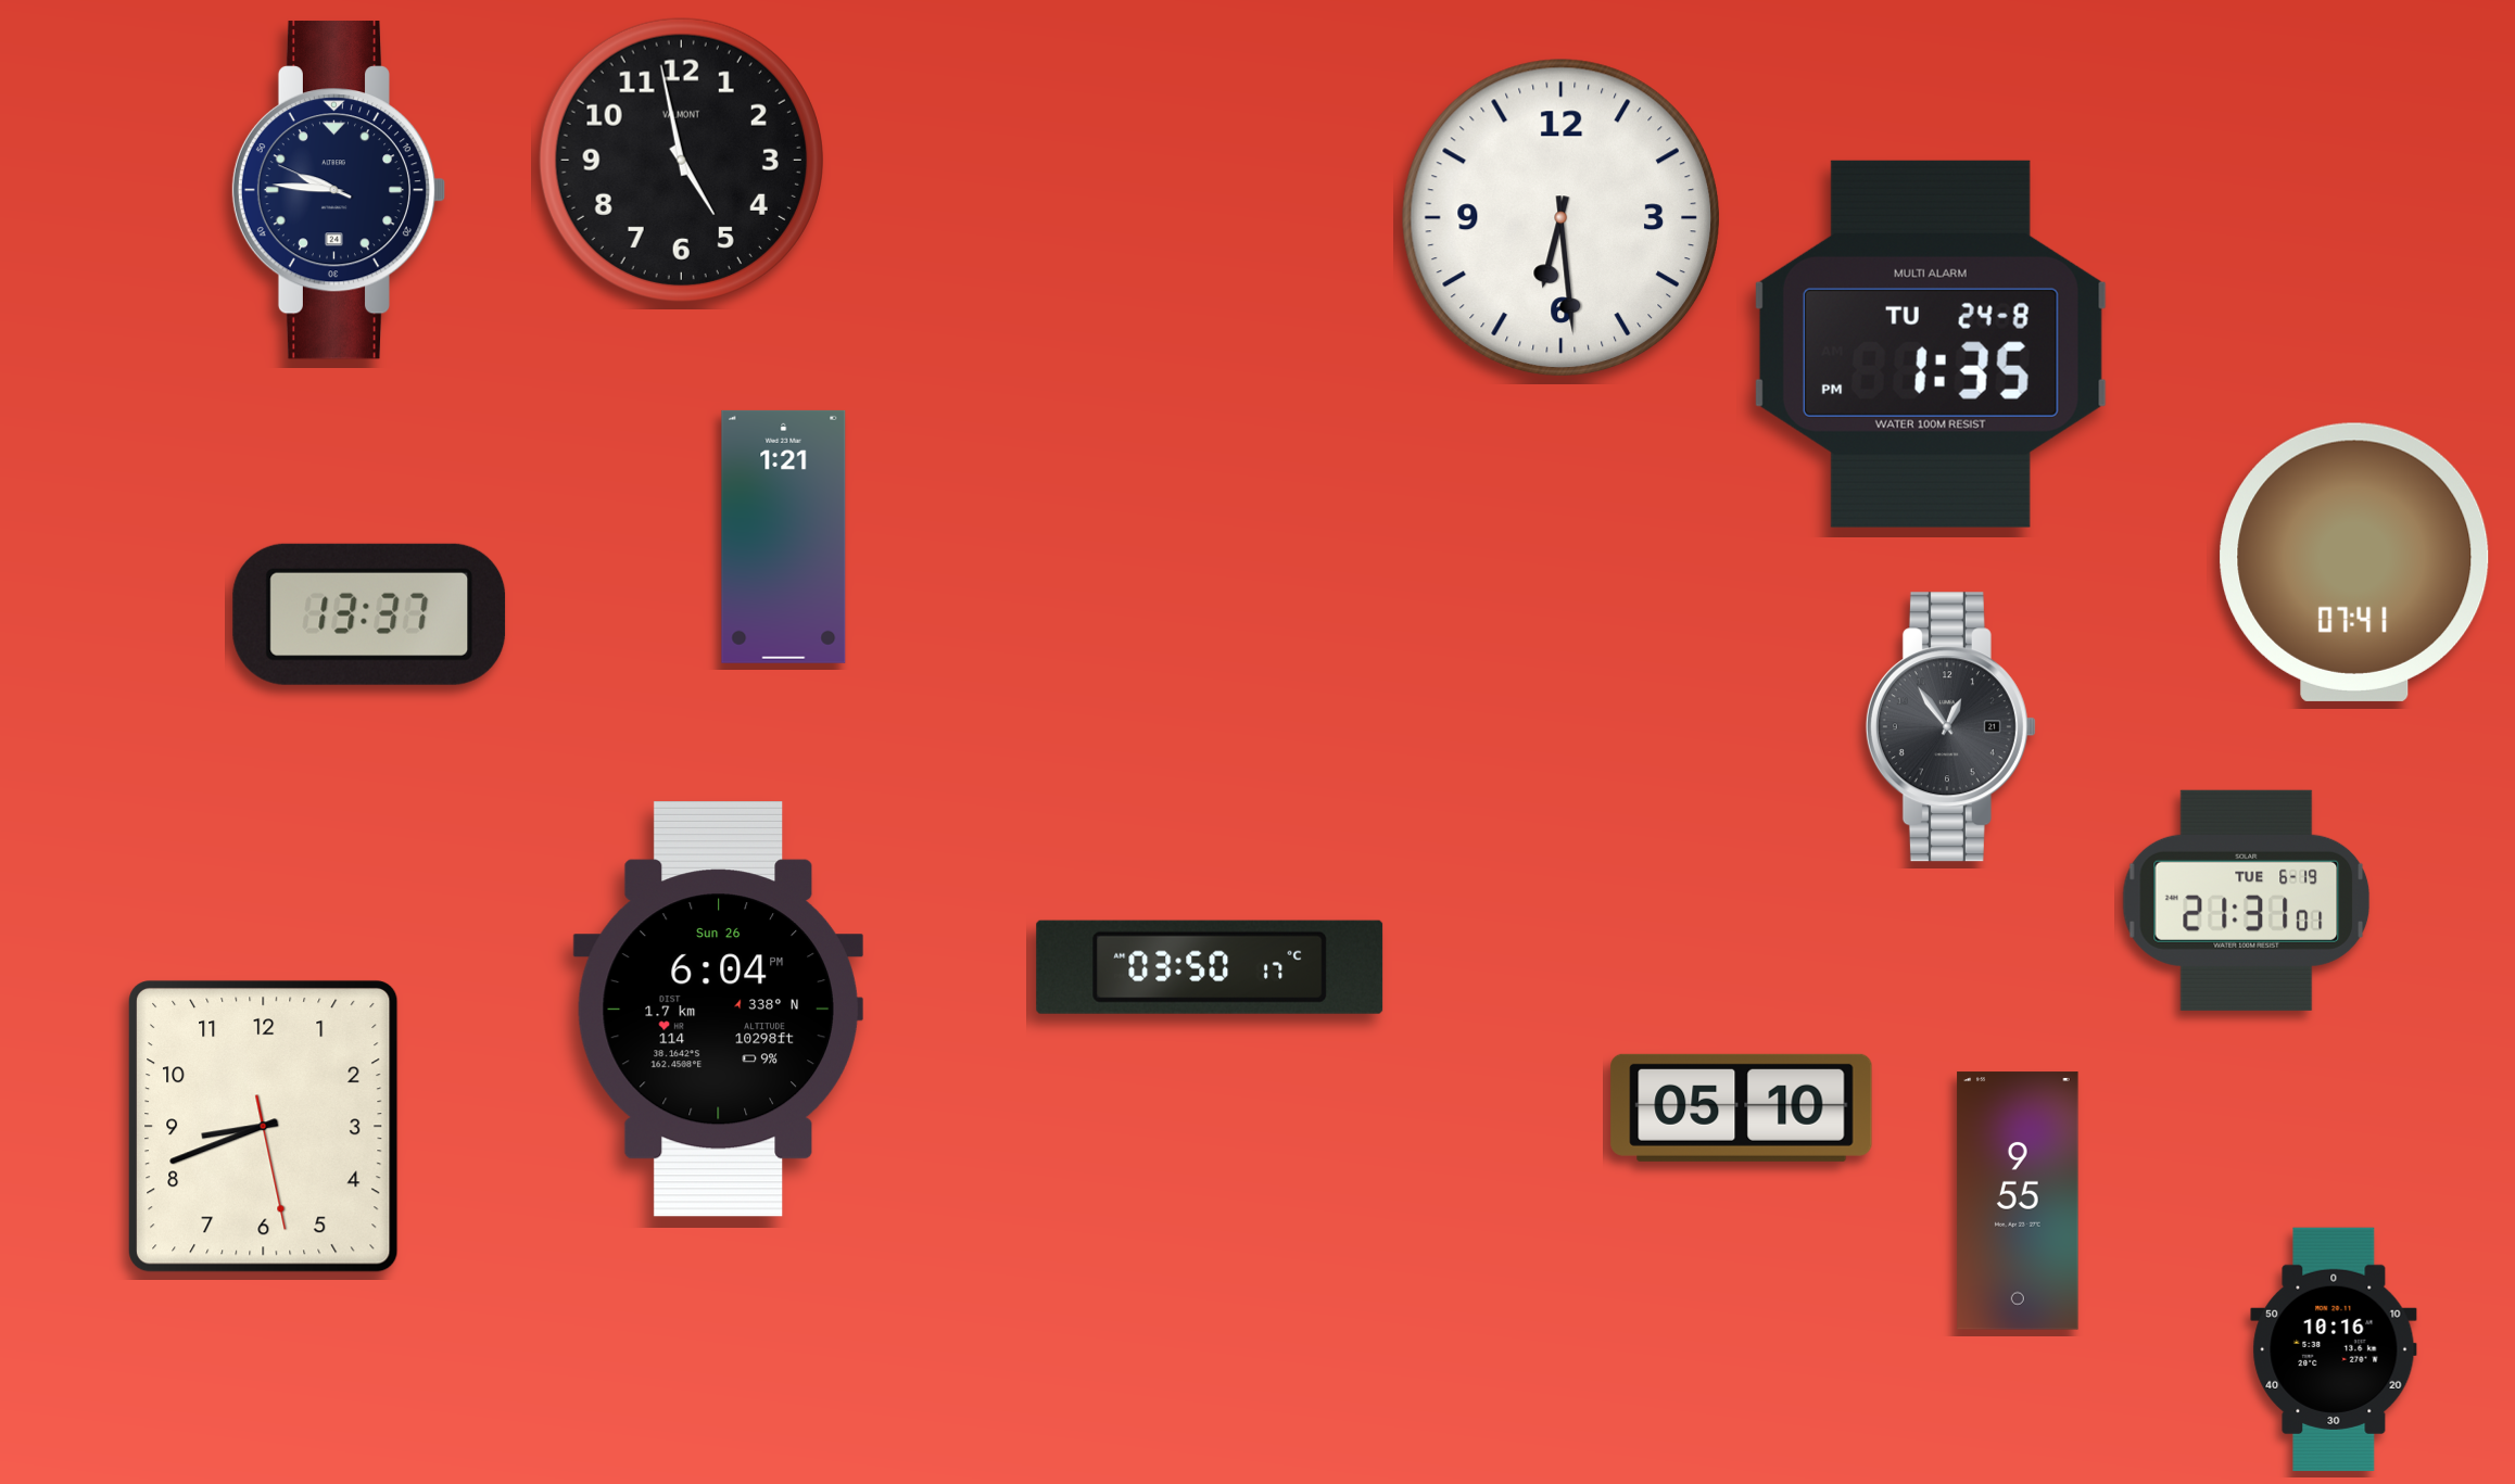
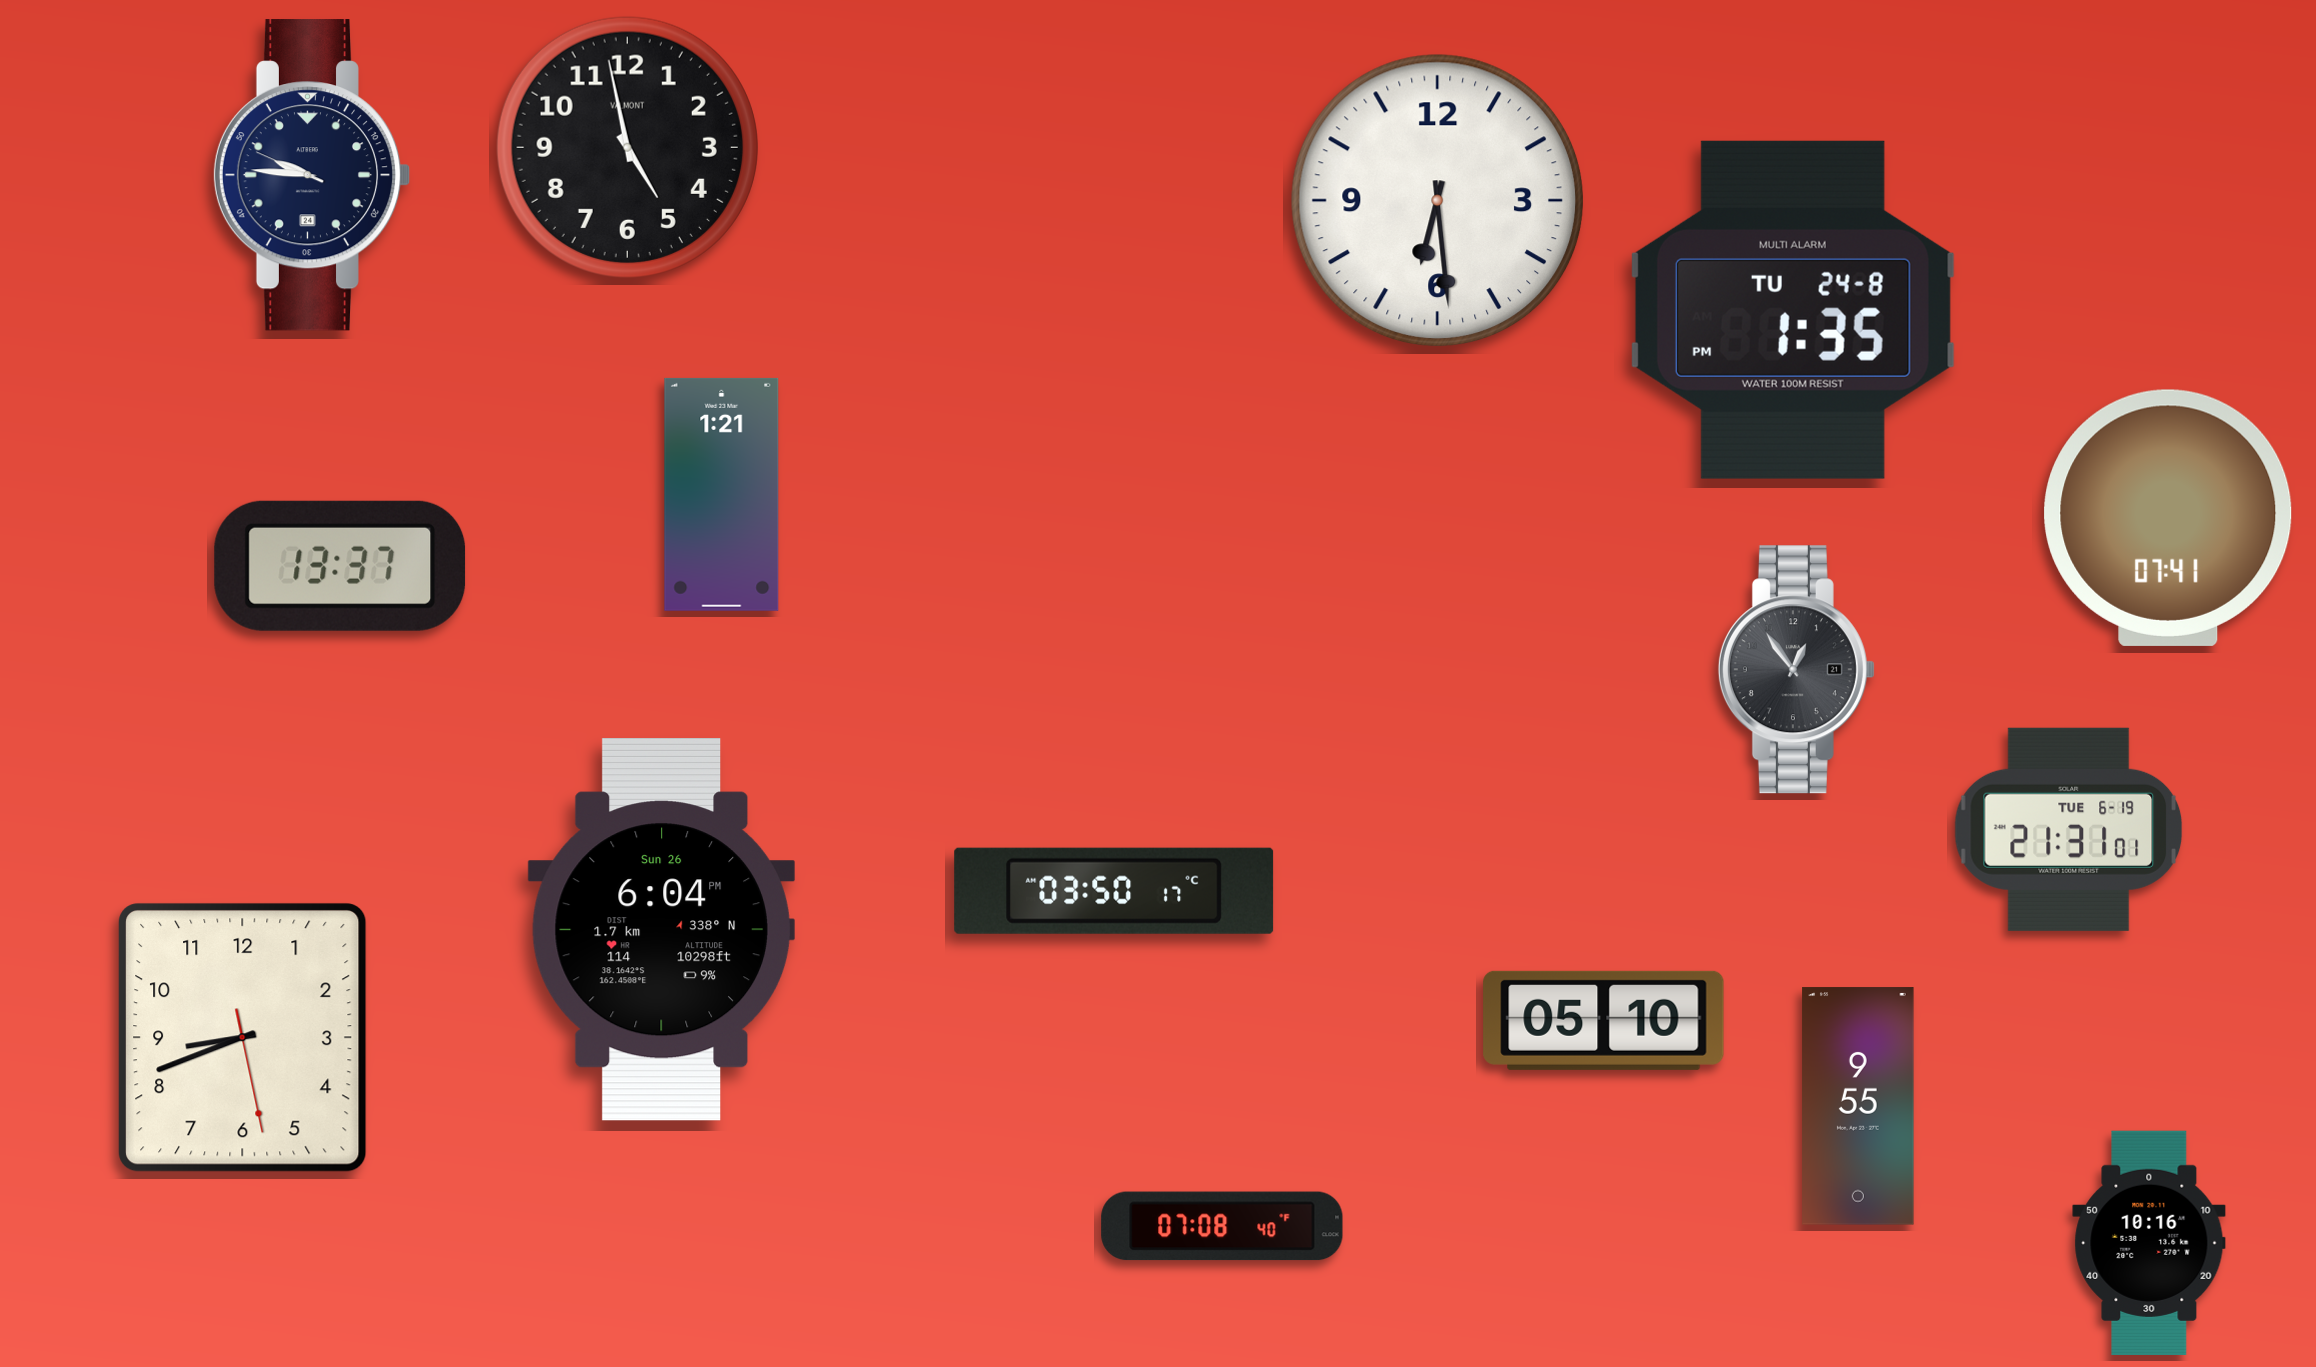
clock at (1931, 344) position: (1931, 344) -> (1793, 310)
clock at (1222, 1226): none -> 07:08
